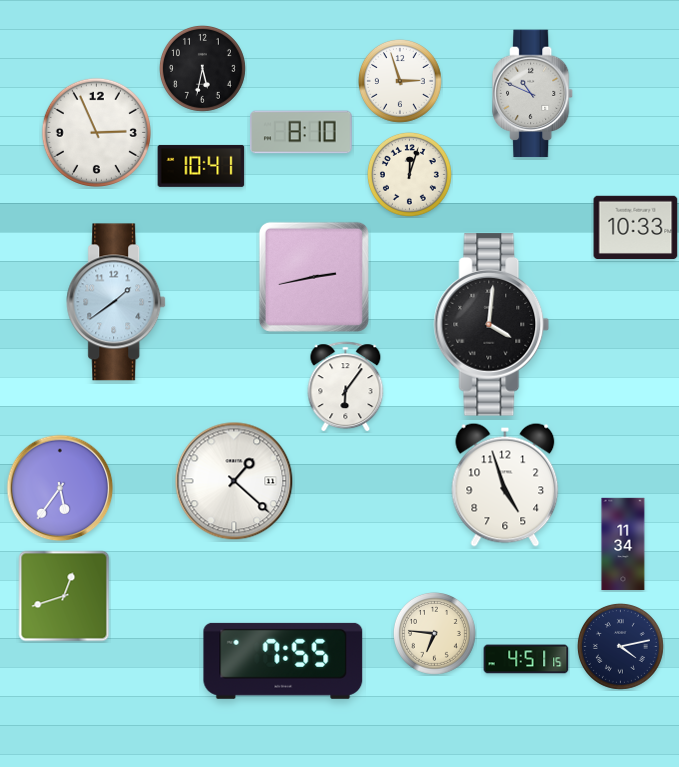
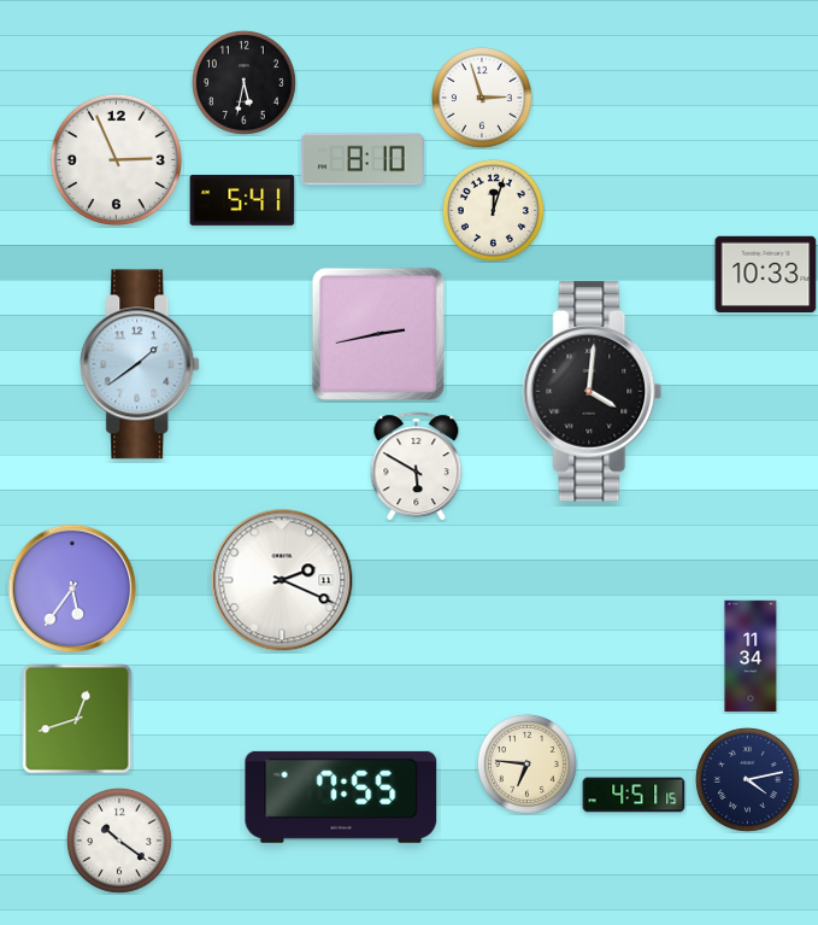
clock at (534, 94): 10:49 -> none
clock at (201, 166): 10:41 -> 5:41
clock at (346, 387): 6:06 -> 5:50
clock at (234, 481): 1:22 -> 2:19
clock at (505, 485): 4:57 -> none
clock at (435, 634) position: (435, 634) -> (528, 765)
clock at (119, 841): none -> 10:21
